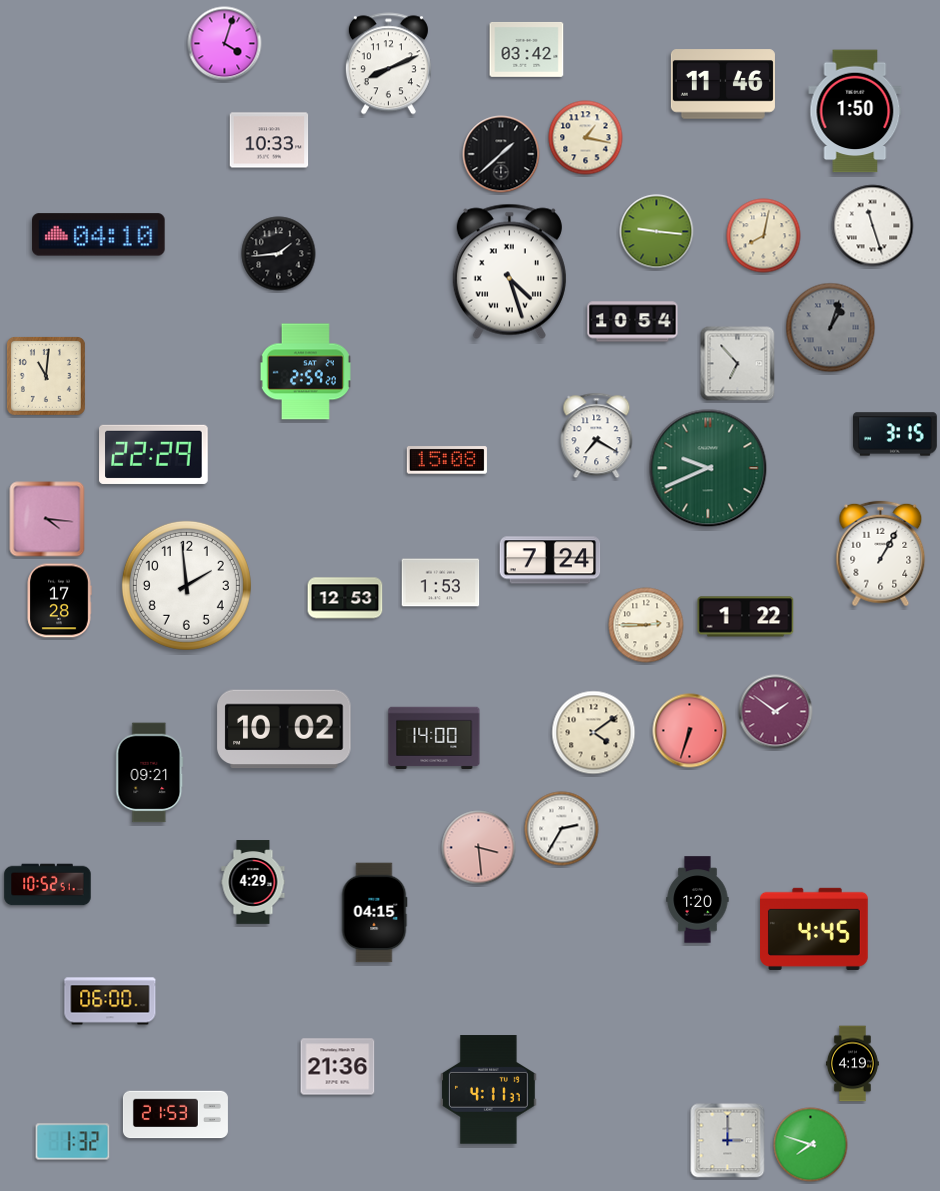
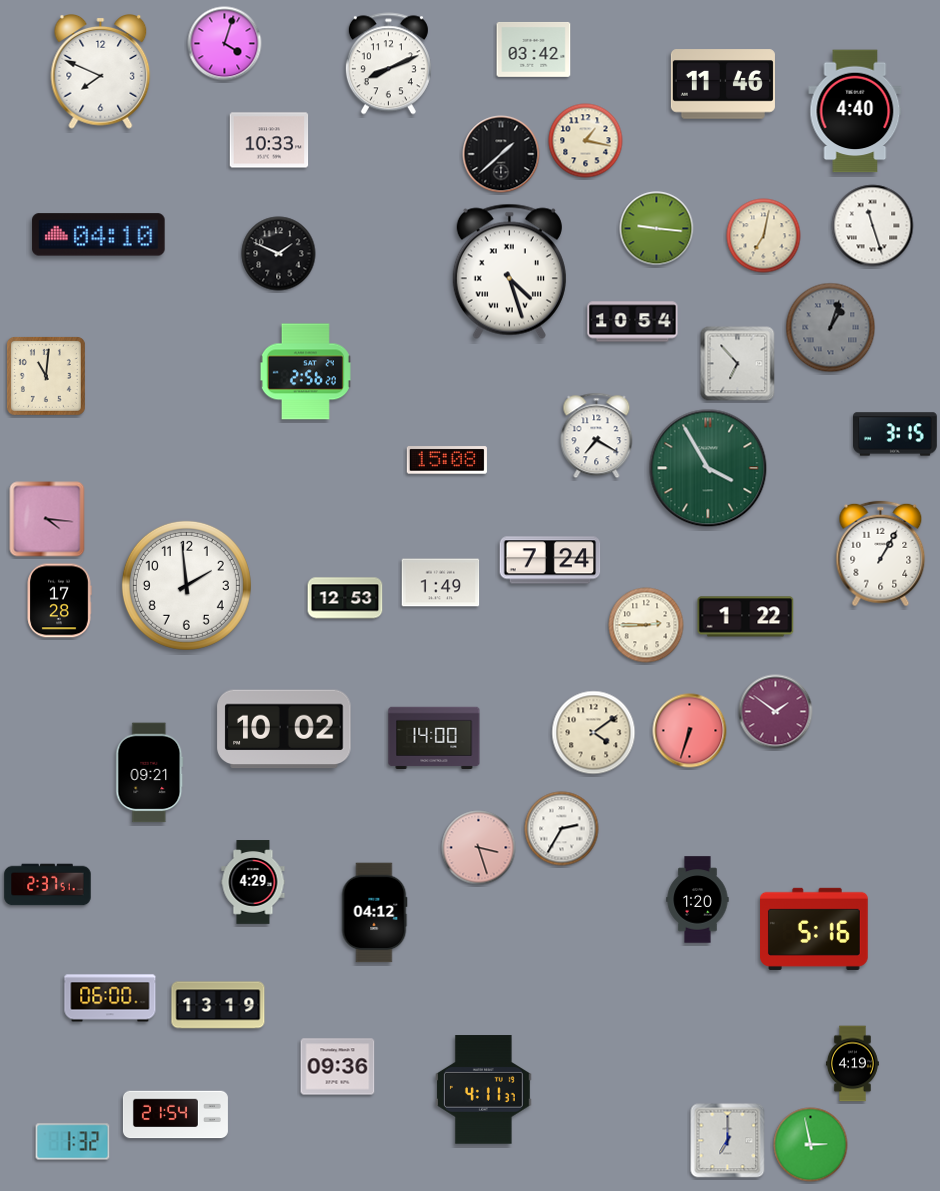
clock at (527, 49) position: (527, 49) -> (534, 49)
clock at (101, 72): none -> 7:49
clock at (855, 111): 1:50 -> 4:40
clock at (586, 138) position: (586, 138) -> (586, 141)
clock at (657, 232) position: (657, 232) -> (657, 229)
clock at (764, 236): 8:02 -> 7:02
clock at (279, 254): 1:44 -> 1:49
clock at (305, 372): 2:59 -> 2:56
clock at (154, 454): 22:29 -> none
clock at (708, 468): 9:41 -> 3:55
clock at (441, 583): 1:53 -> 1:49
clock at (479, 848): 3:29 -> 3:27
clock at (48, 885): 10:52 -> 2:37
clock at (374, 913): 04:15 -> 04:12
clock at (815, 929): 4:45 -> 5:16
clock at (110, 1001) position: (110, 1001) -> (110, 998)
clock at (218, 1005): none -> 13:19
clock at (338, 1067): 21:36 -> 09:36
clock at (489, 1090) position: (489, 1090) -> (484, 1090)
clock at (175, 1115): 21:53 -> 21:54
clock at (728, 1141): 3:00 -> 7:00
clock at (811, 1145): 7:48 -> 2:58
